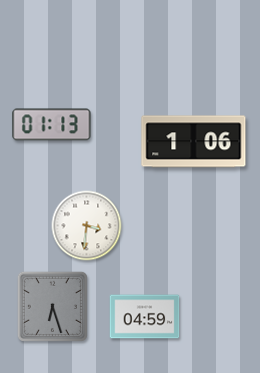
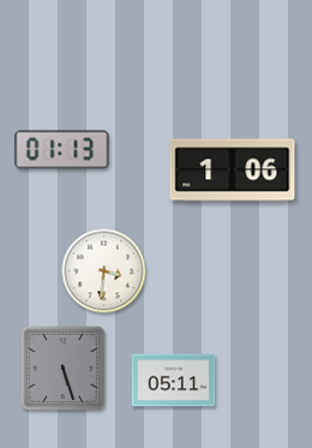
clock at (52, 306): 6:27 -> 5:27
clock at (145, 317): 04:59 -> 05:11
